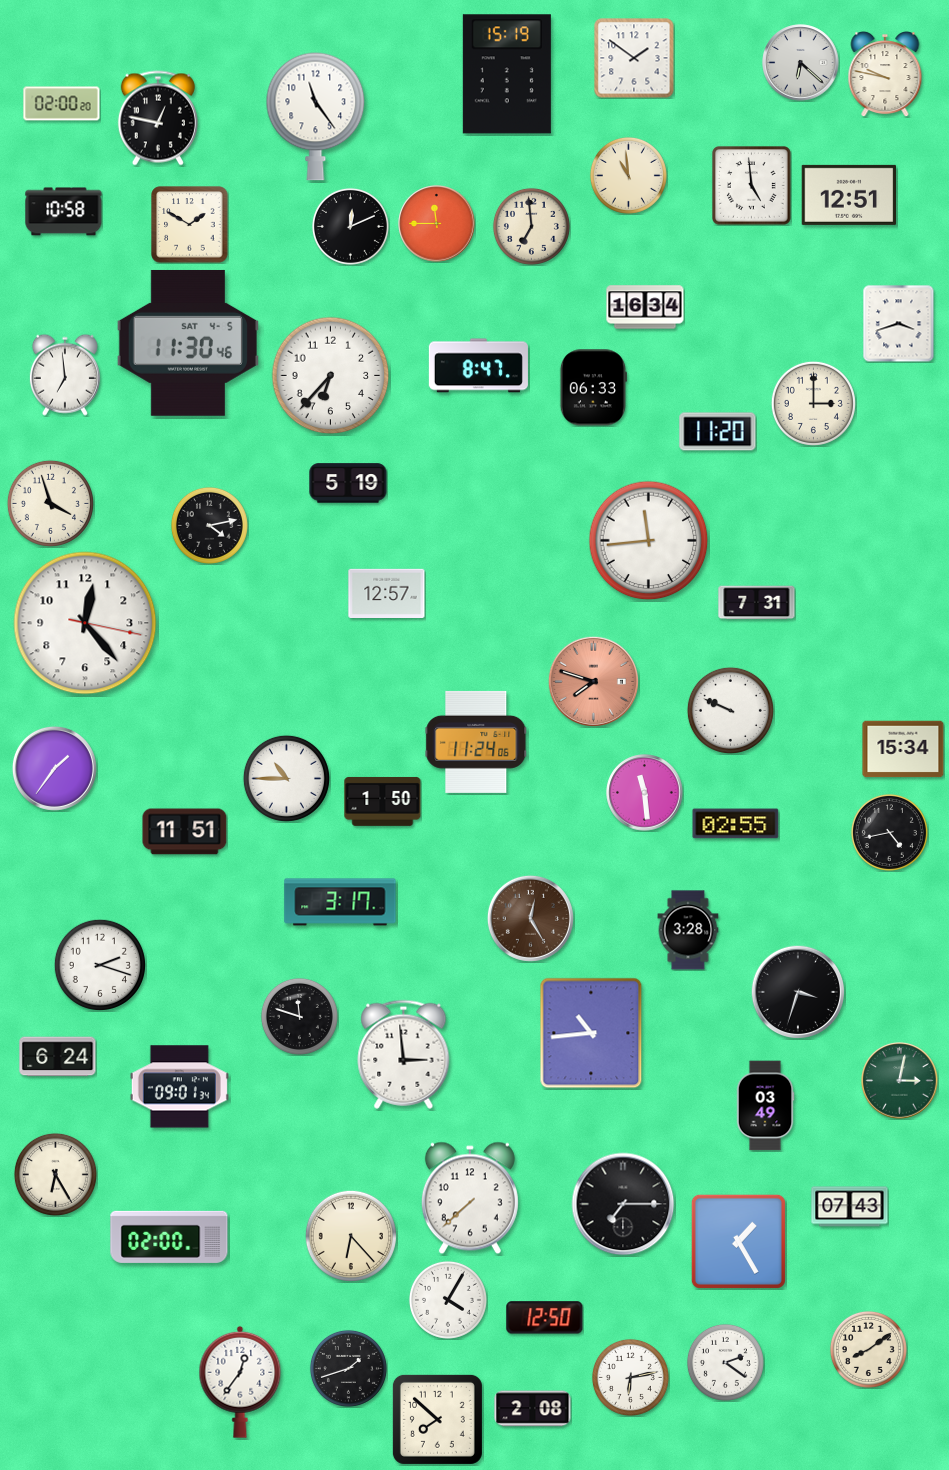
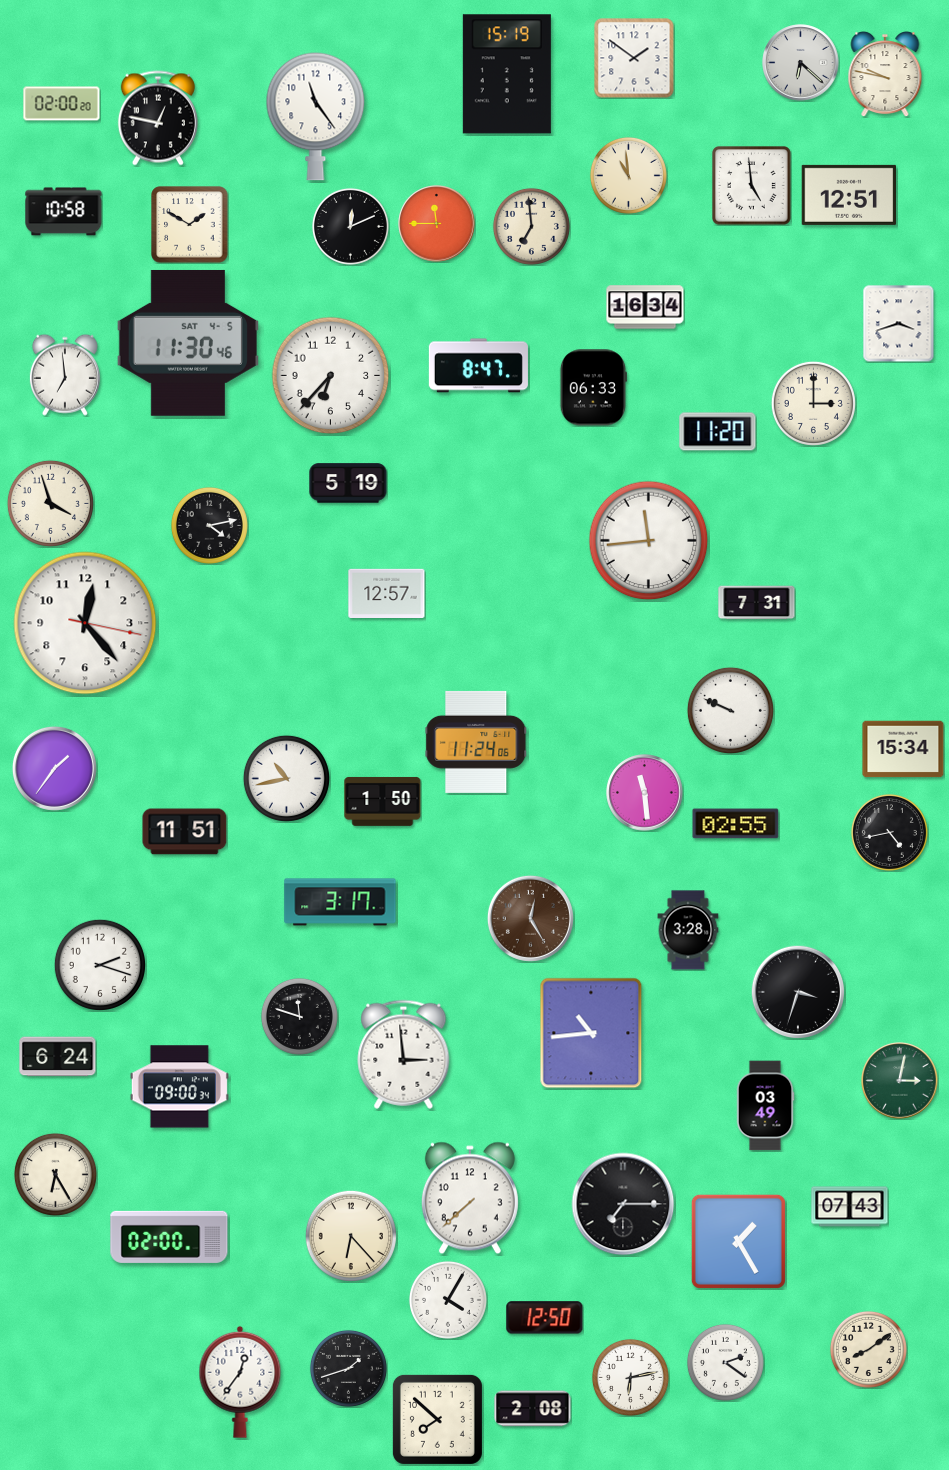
clock at (593, 681): 7:48 -> none
clock at (286, 778): 10:45 -> 10:43
clock at (179, 1087): 09:01 -> 09:00
